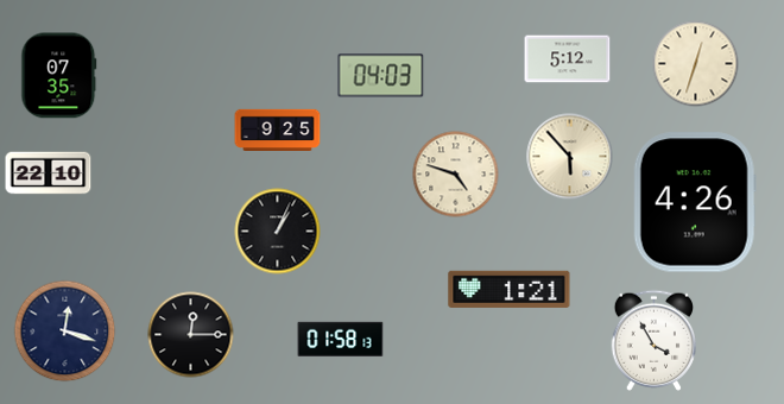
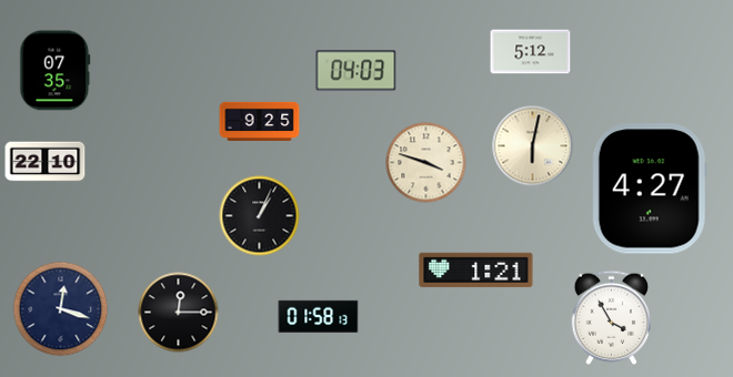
clock at (568, 59) position: (568, 59) -> (531, 52)
clock at (696, 64): 12:33 -> none
clock at (570, 157): 5:53 -> 6:02
clock at (456, 175): 4:48 -> 3:48
clock at (695, 202): 4:26 -> 4:27
